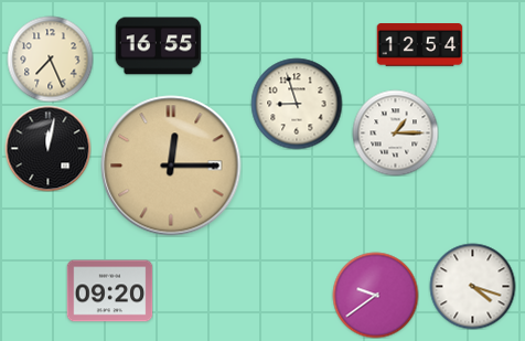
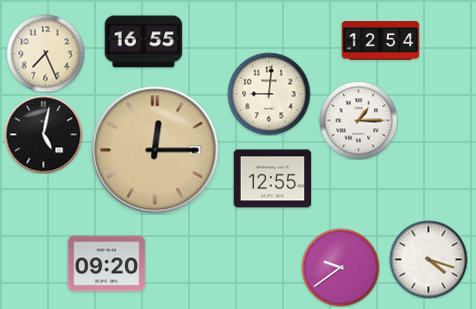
clock at (297, 104): 8:57 -> 9:01
clock at (47, 148): 12:02 -> 5:02
clock at (272, 179): none -> 12:55
clock at (109, 291) position: (109, 291) -> (106, 264)
